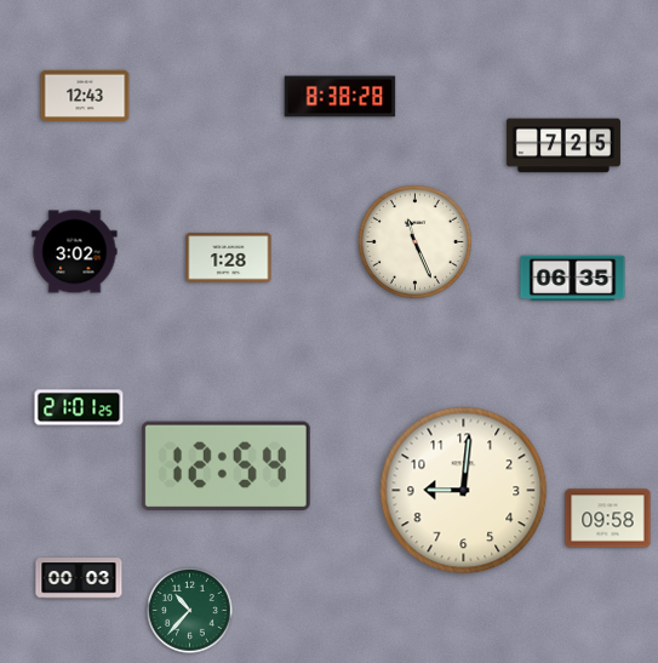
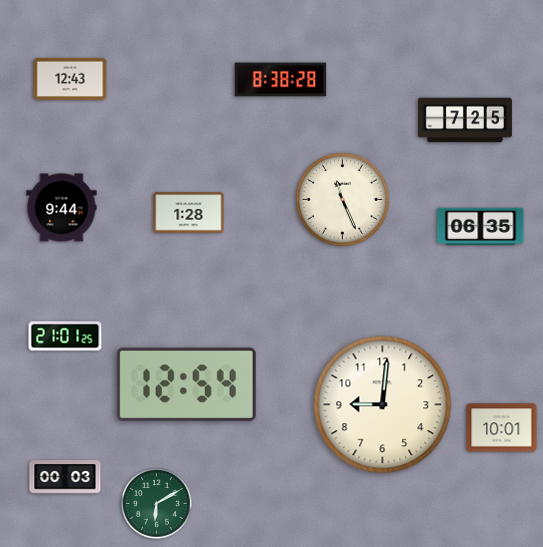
clock at (75, 252): 3:02 -> 9:44
clock at (573, 279) position: (573, 279) -> (481, 227)
clock at (608, 519): 09:58 -> 10:01
clock at (190, 611): 10:37 -> 6:10
